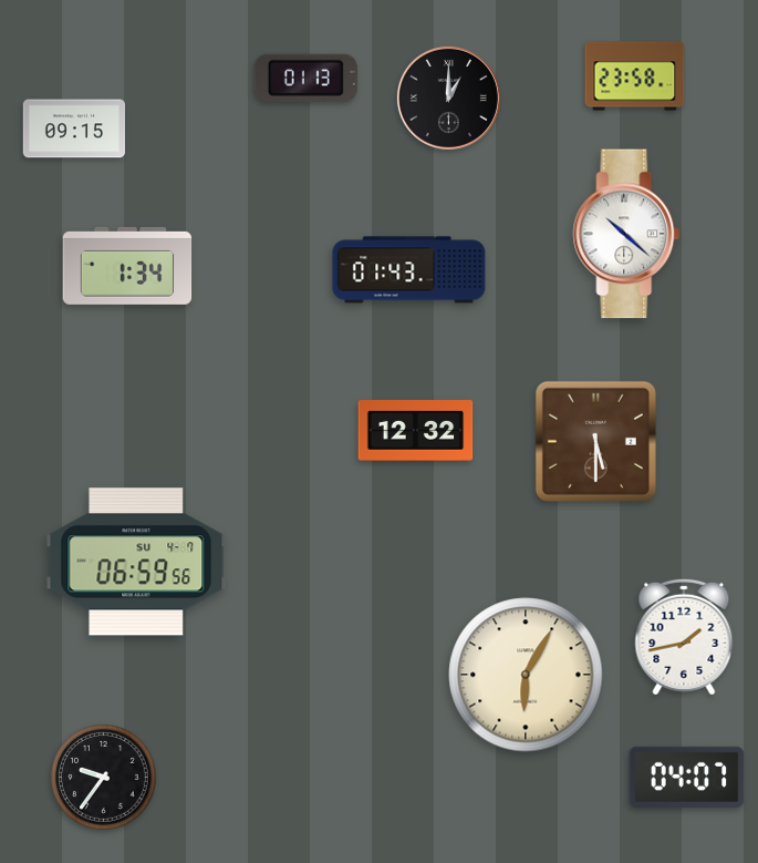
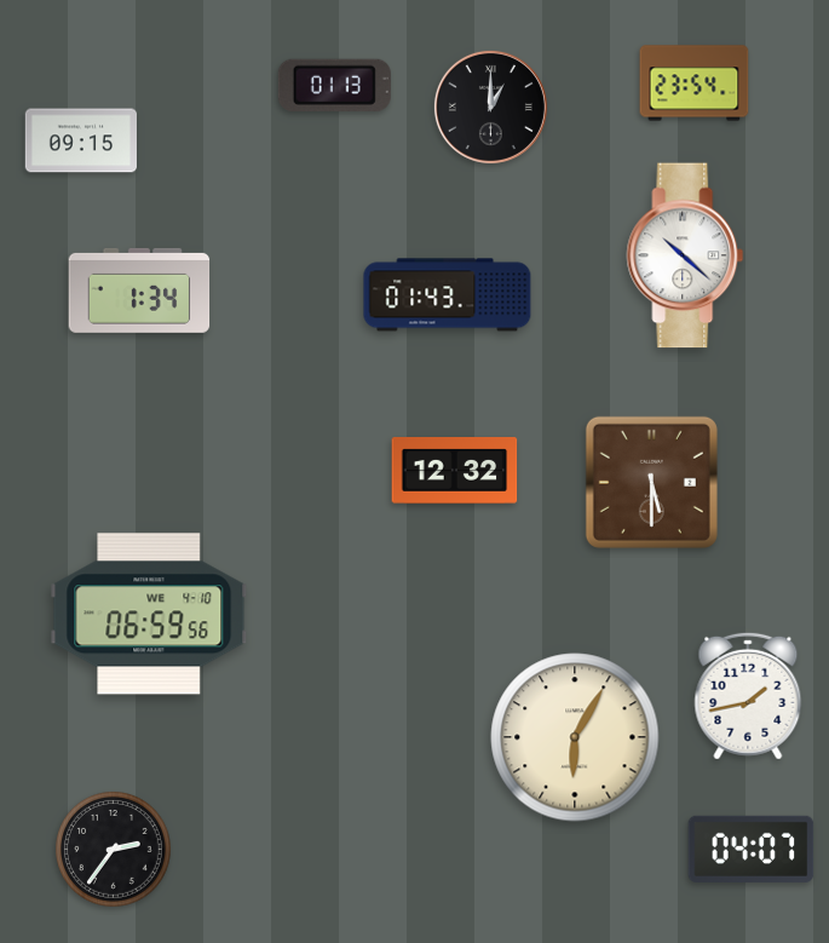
clock at (635, 76): 23:58 -> 23:54
clock at (136, 562) date: SU 4-7 -> WE 4-10
clock at (104, 778): 9:36 -> 2:36
